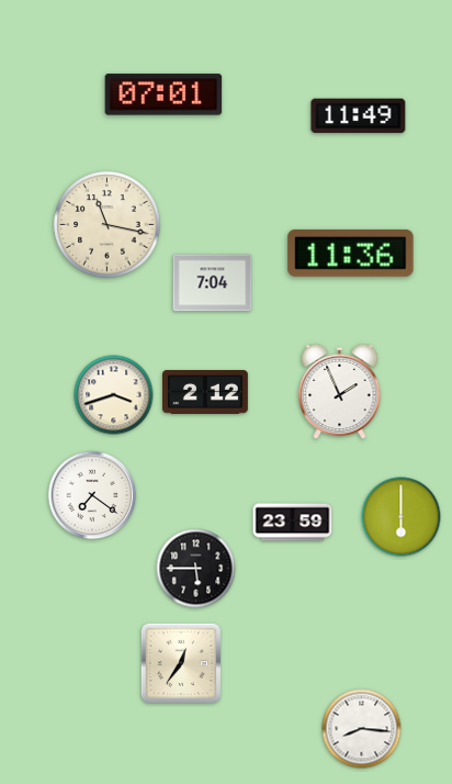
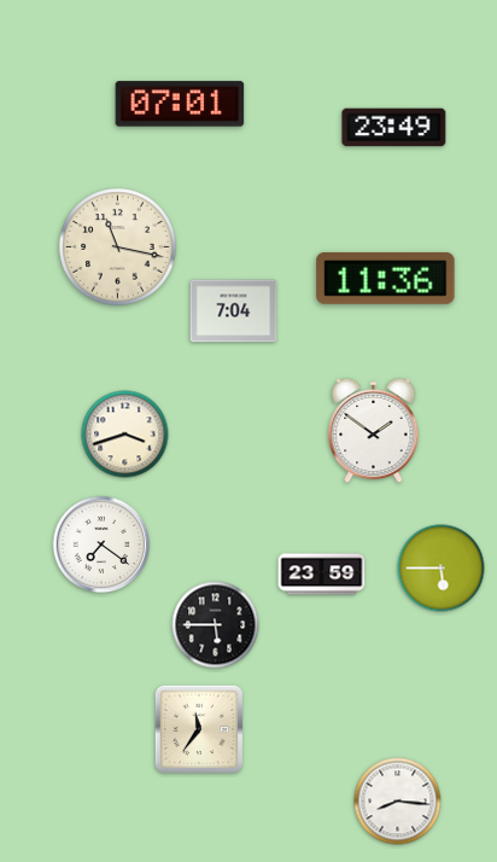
clock at (359, 116): 11:49 -> 23:49
clock at (340, 392): 1:56 -> 1:51
clock at (206, 393): 2:12 -> none
clock at (402, 517): 6:00 -> 5:45
clock at (181, 663): 12:36 -> 11:36
